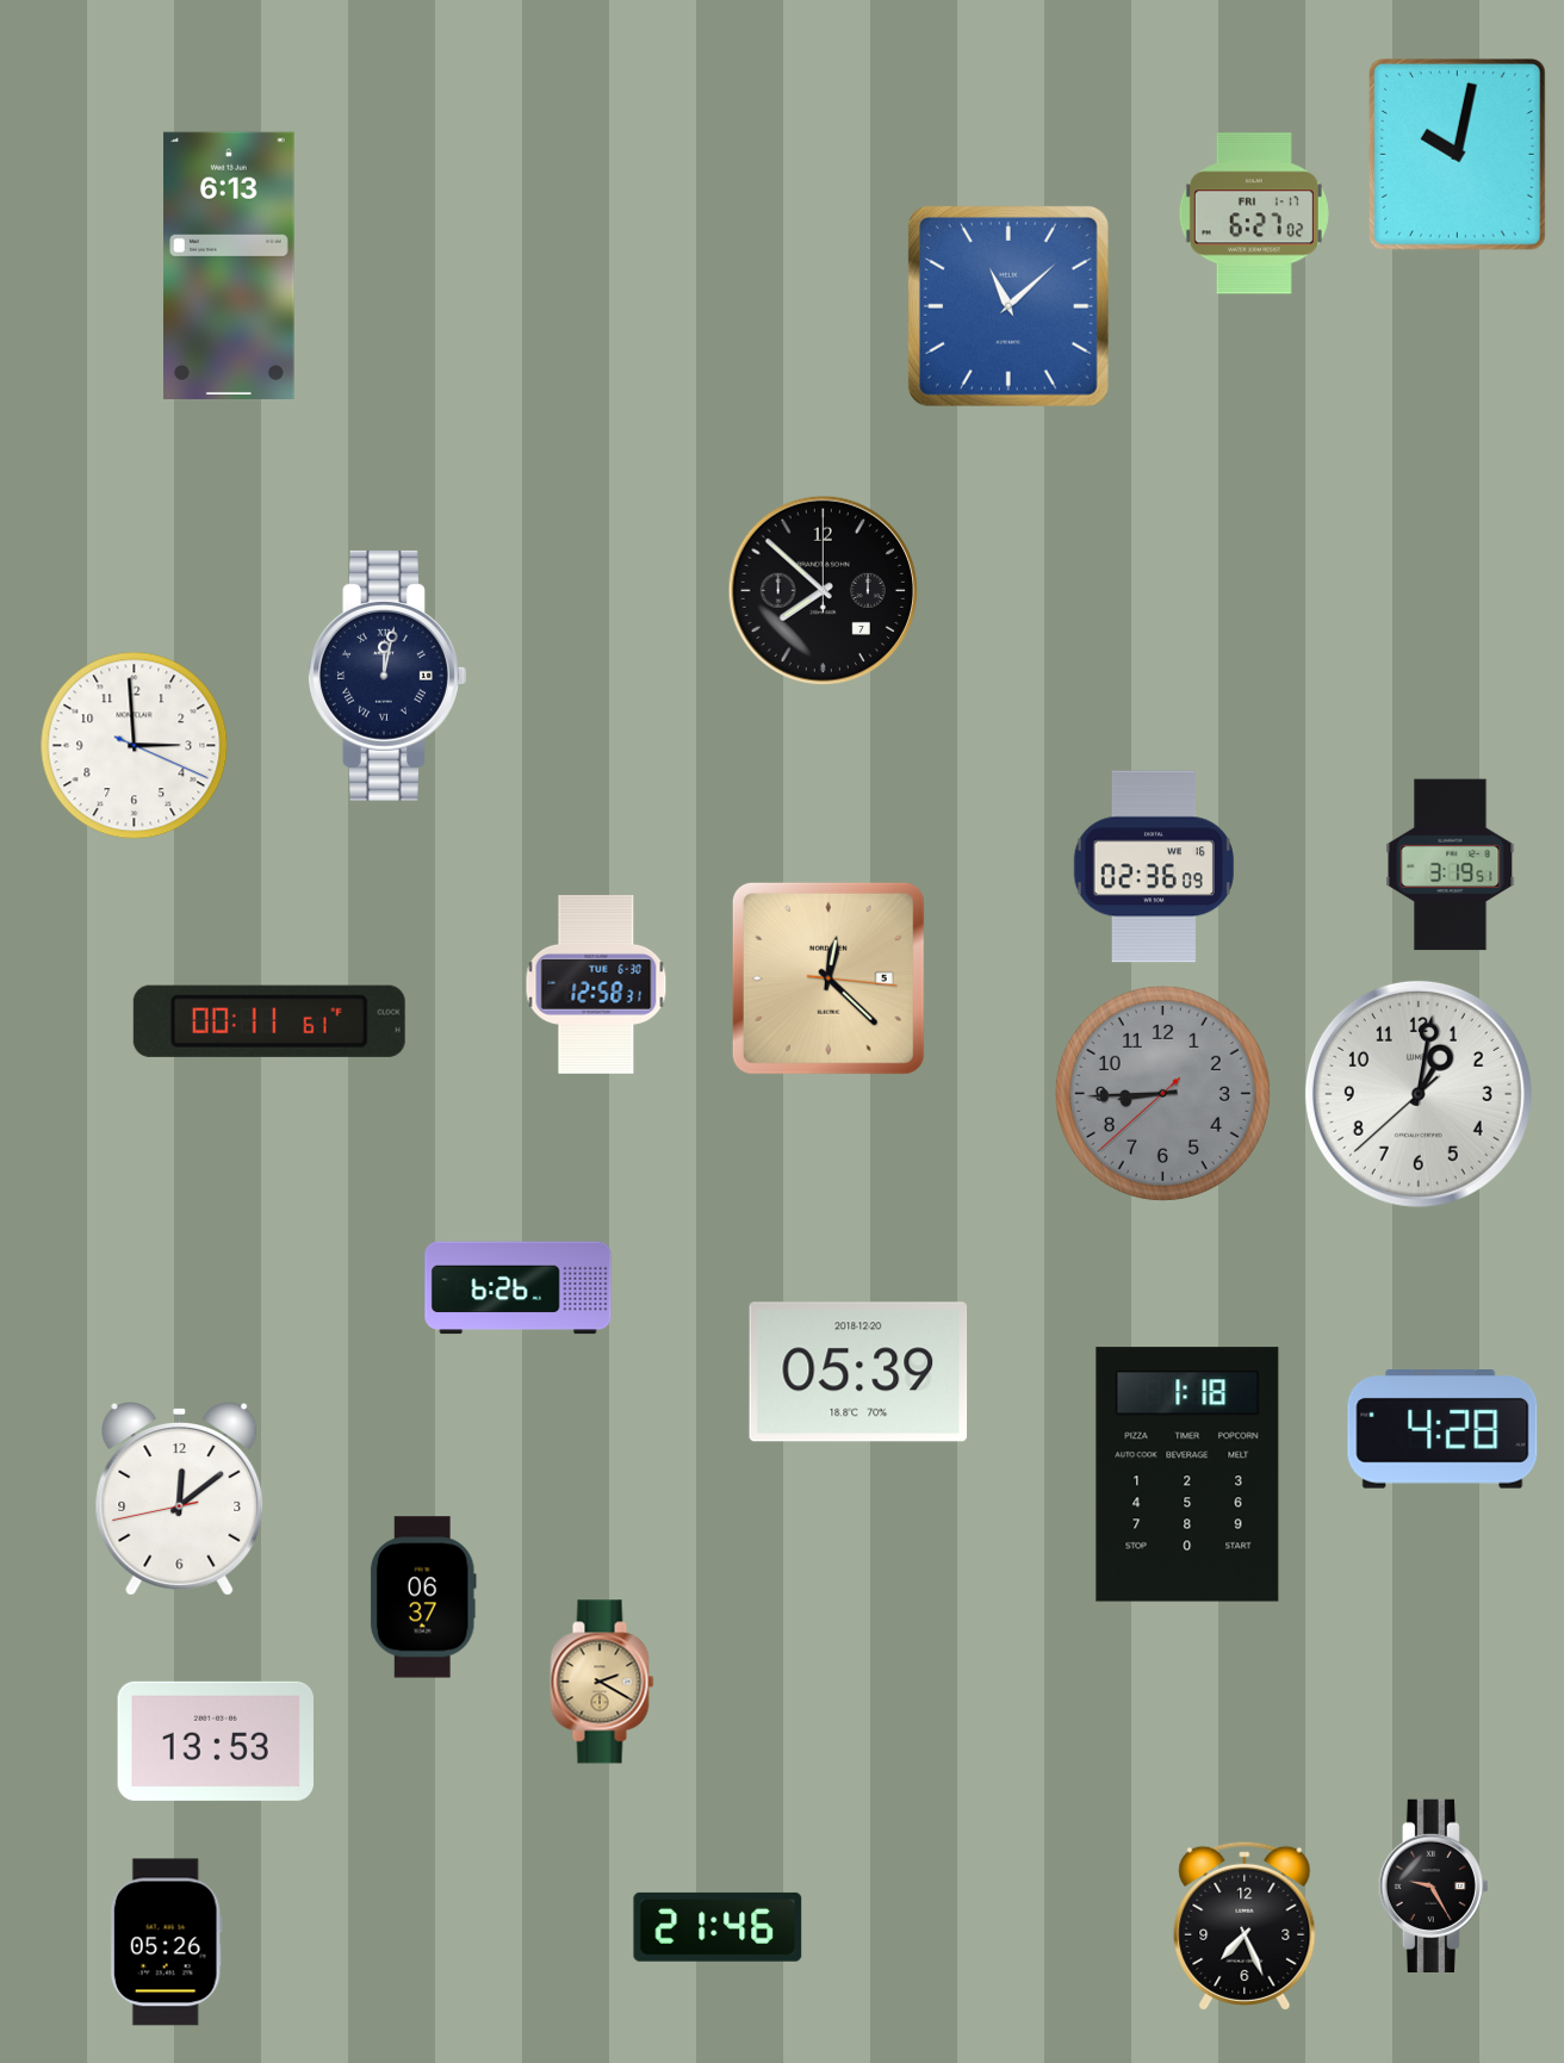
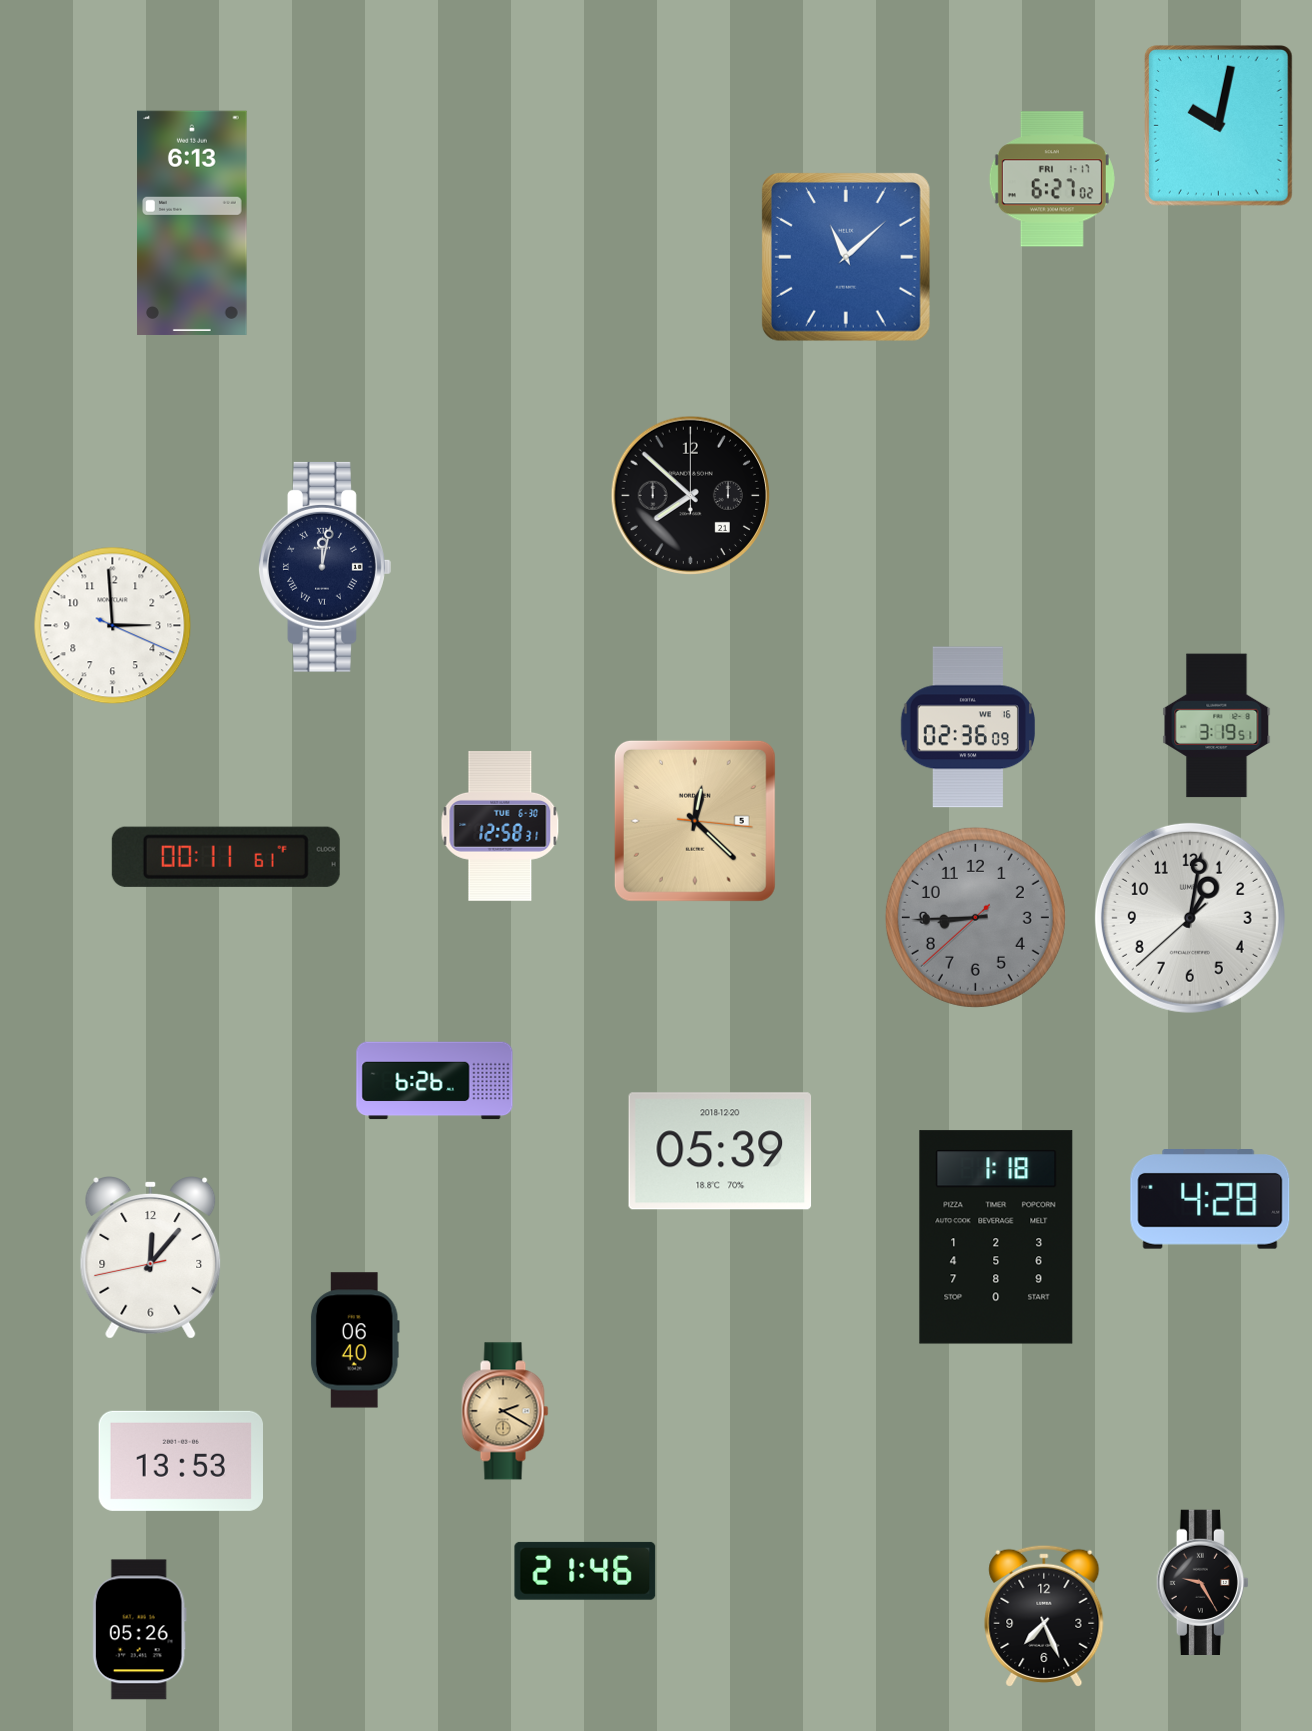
clock at (1457, 155) position: (1457, 155) -> (1218, 126)
clock at (823, 590) date: 7 -> 21
clock at (180, 1499): 12:08 -> 12:06
clock at (423, 1597): 06:37 -> 06:40
clock at (718, 1927) position: (718, 1927) -> (585, 1571)
